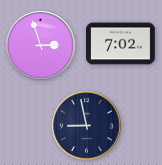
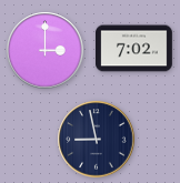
clock at (41, 46): 2:57 -> 3:00
